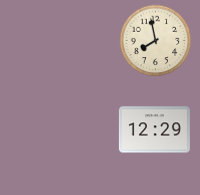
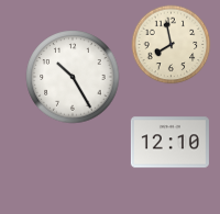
clock at (73, 77): none -> 10:25
clock at (154, 130): 12:29 -> 12:10
